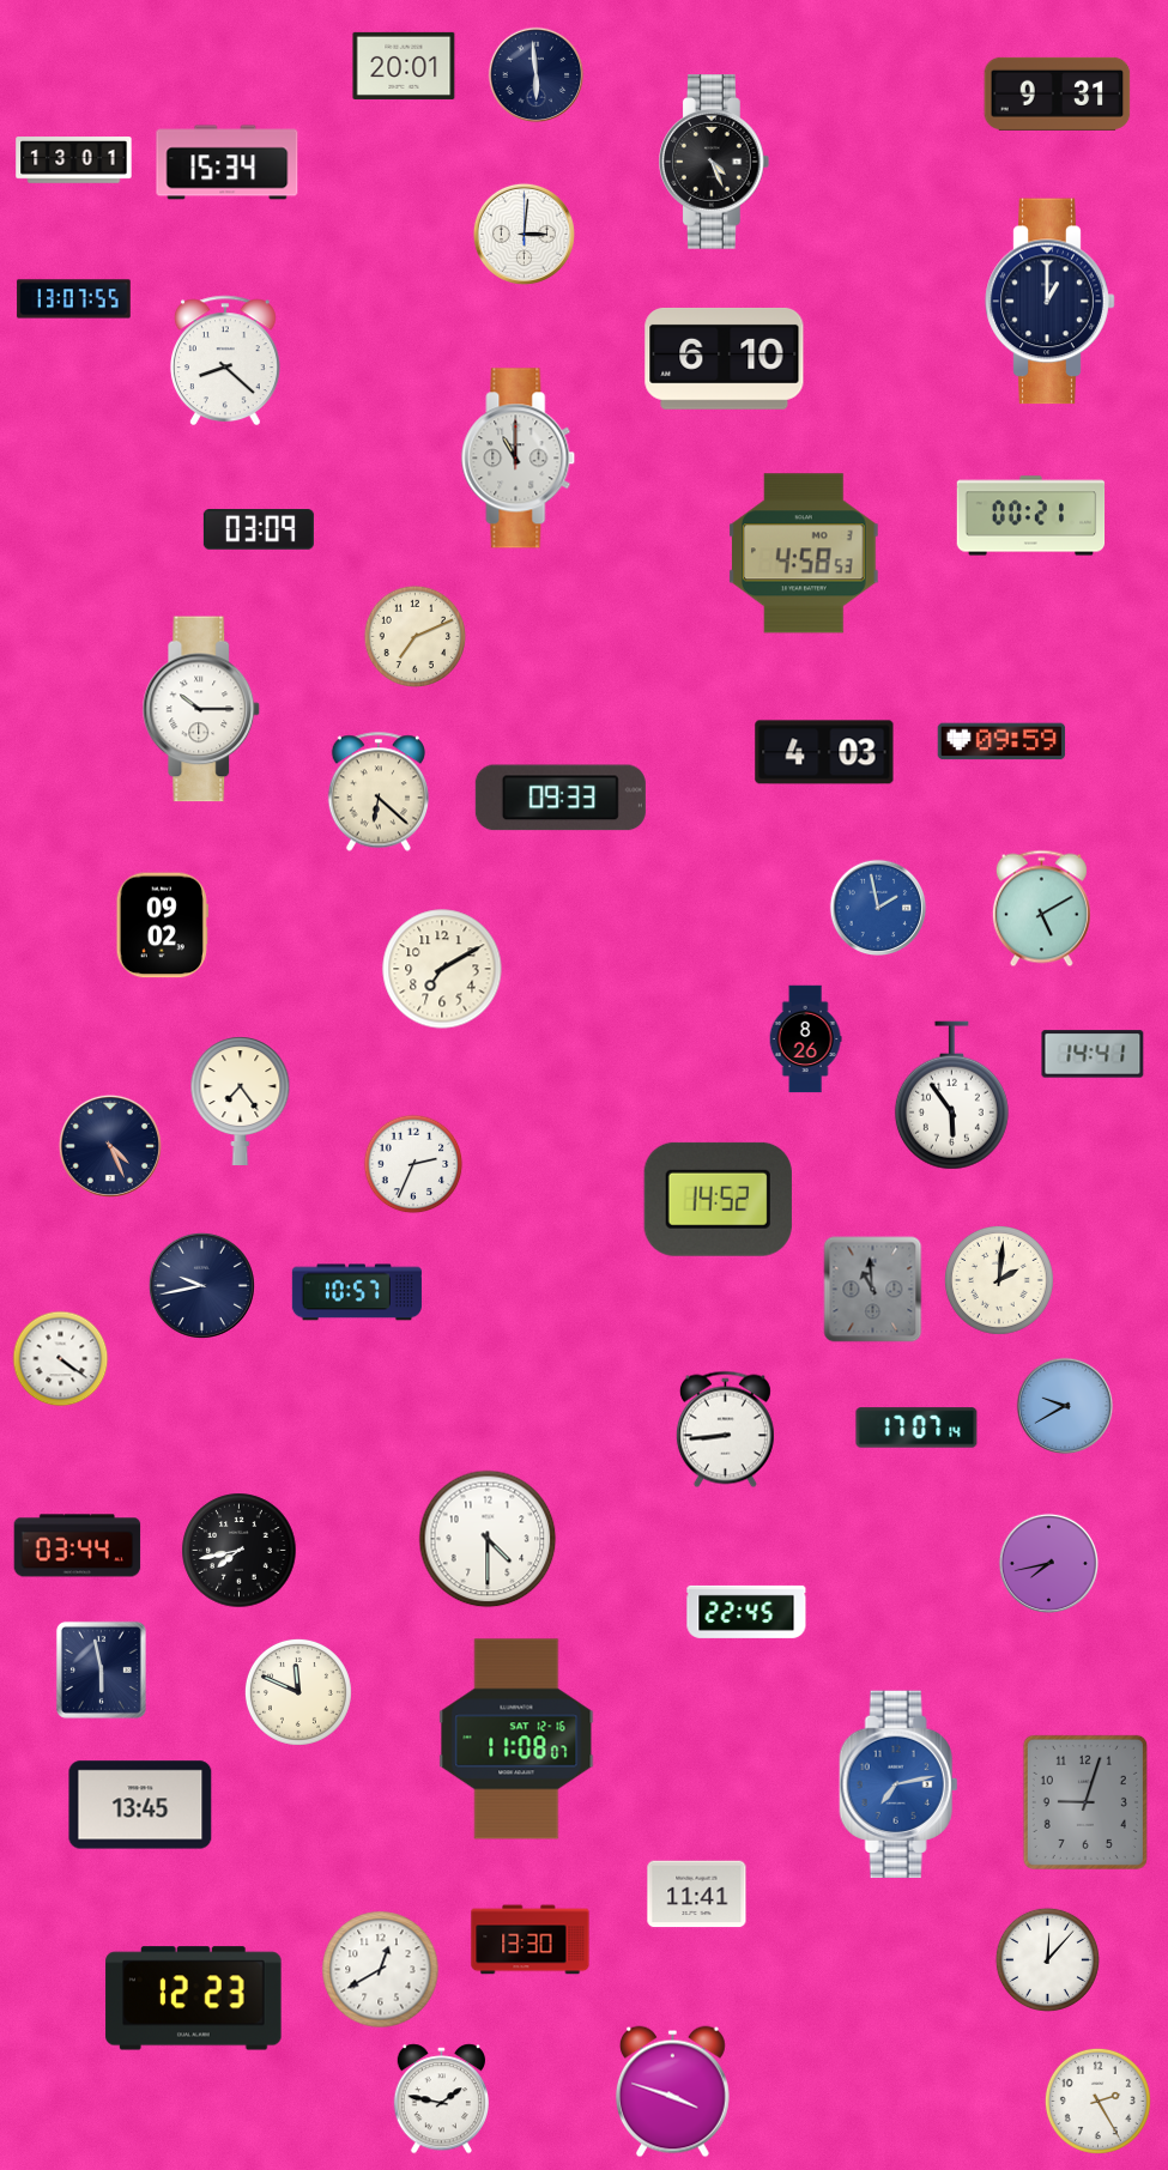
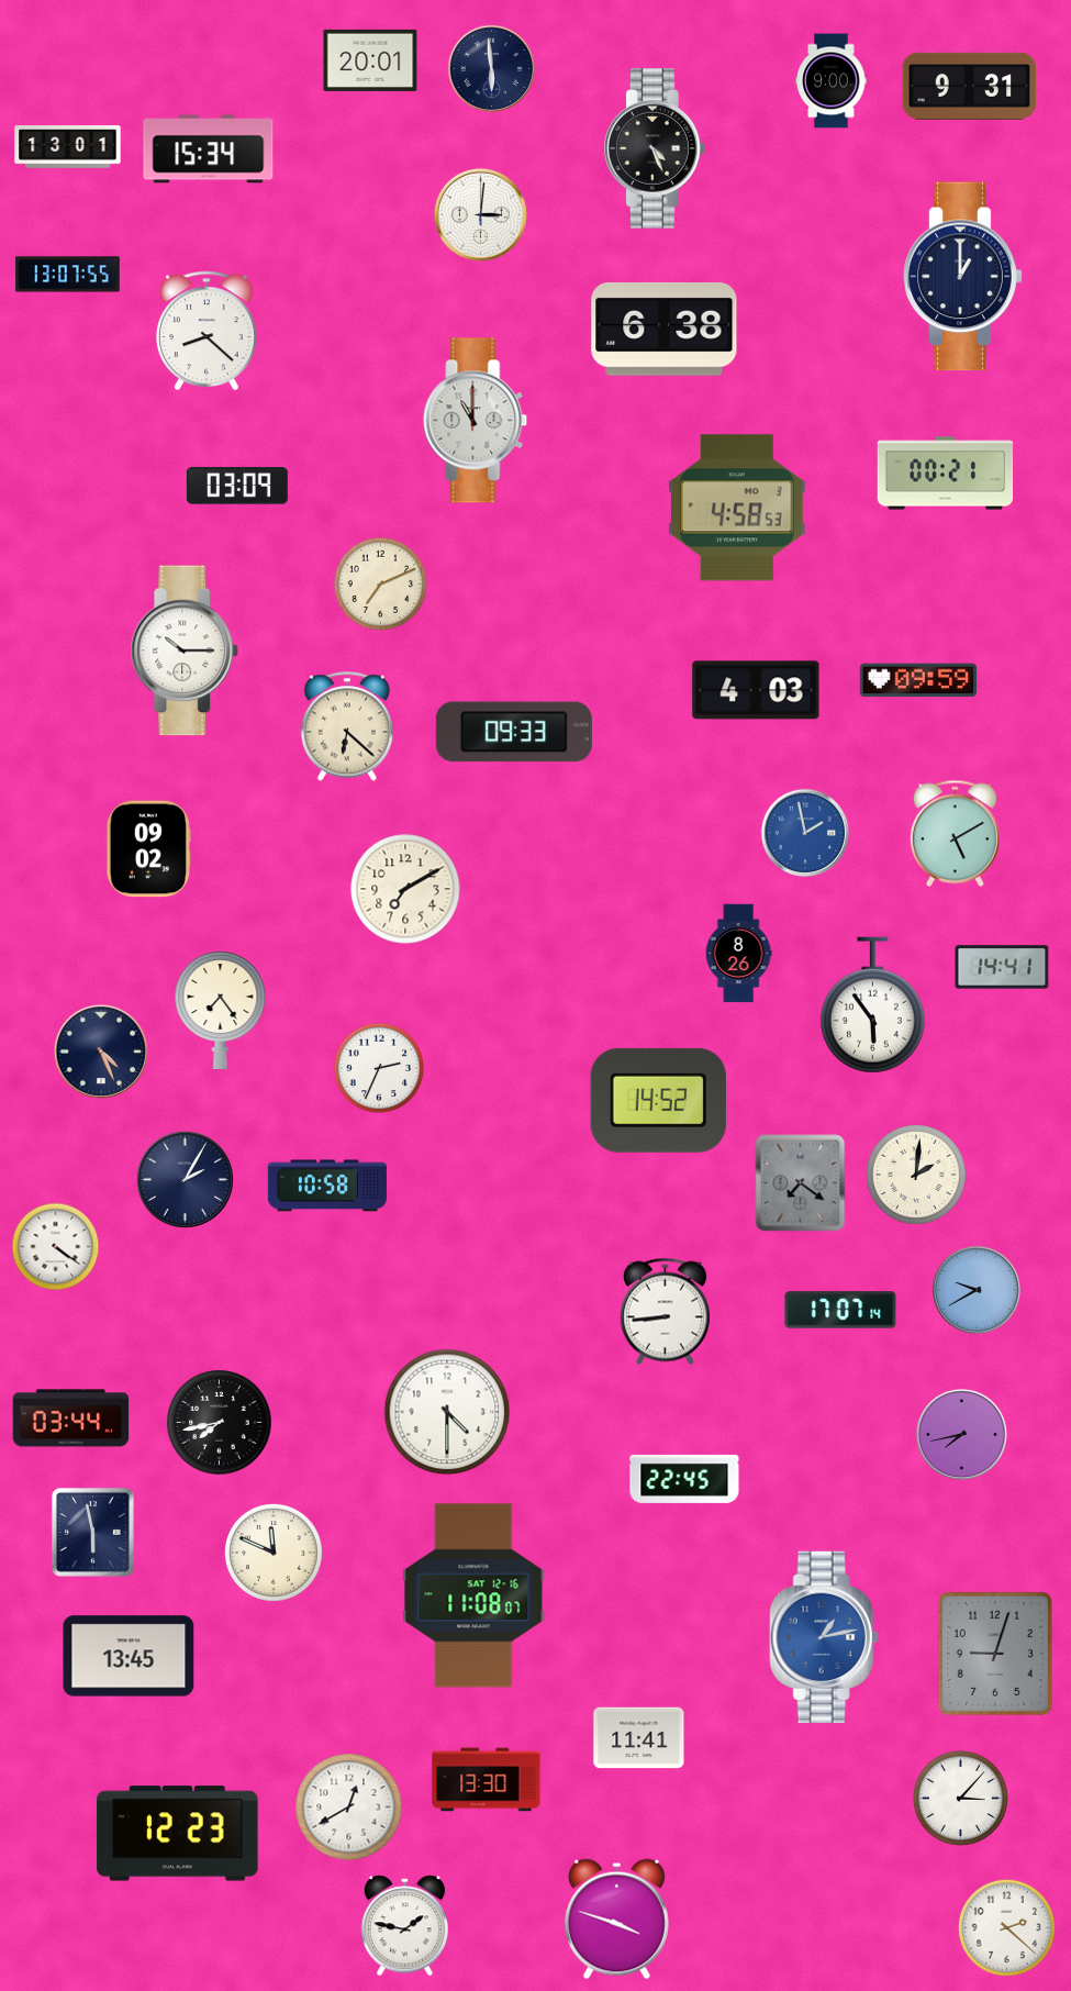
clock at (832, 81): none -> 9:00
clock at (725, 359): 6:10 -> 6:38
clock at (201, 1285): 9:43 -> 2:05
clock at (873, 1290): 10:59 -> 7:21
clock at (357, 1292): 10:57 -> 10:58
clock at (898, 1783): 7:13 -> 1:13
clock at (1047, 1959): 12:07 -> 3:07
clock at (1097, 2101): 2:25 -> 2:22
